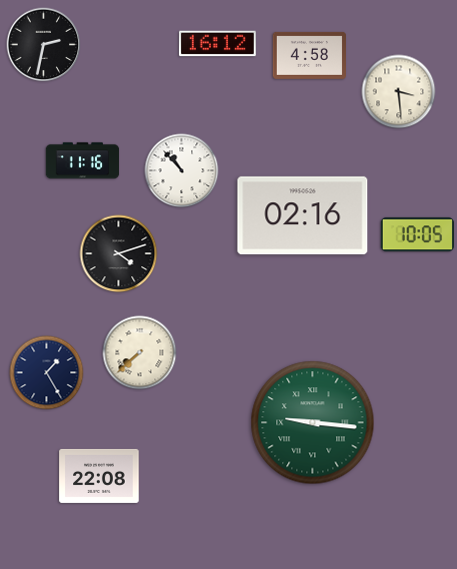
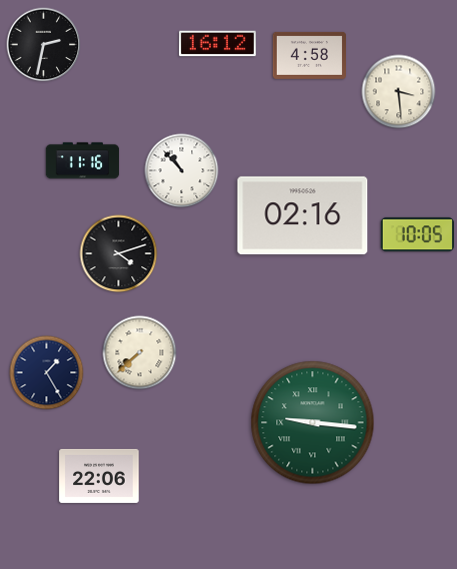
clock at (99, 476): 22:08 -> 22:06
